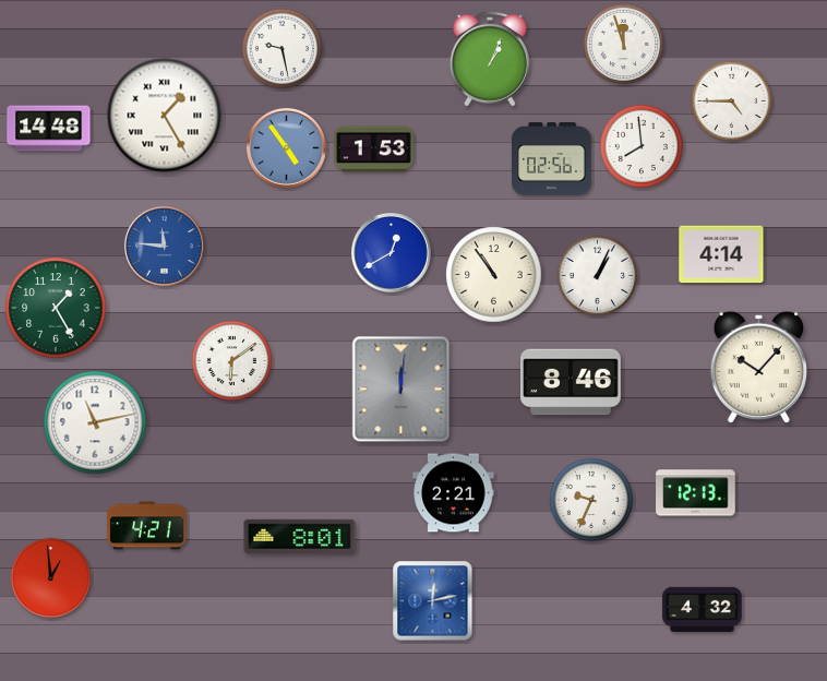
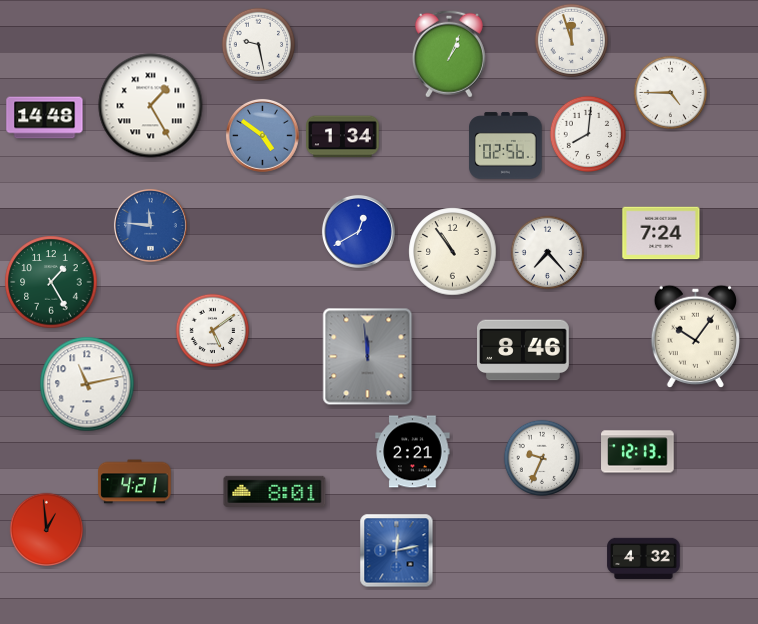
clock at (640, 145): 7:59 -> 8:01
clock at (286, 147): 4:54 -> 4:51
clock at (374, 150): 1:53 -> 1:34
clock at (721, 254): 4:14 -> 7:24
clock at (598, 276): 1:04 -> 7:23
clock at (232, 361): 6:09 -> 5:09
clock at (758, 367): 10:07 -> 10:06
clock at (401, 390): 12:01 -> 11:59
clock at (95, 422) position: (95, 422) -> (87, 384)
clock at (454, 493) position: (454, 493) -> (413, 452)
